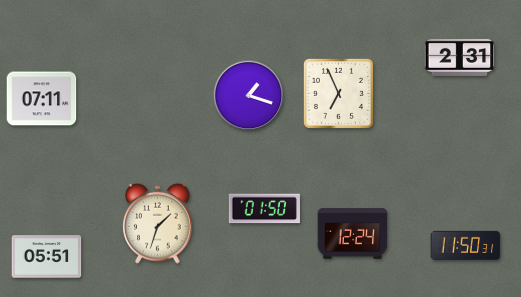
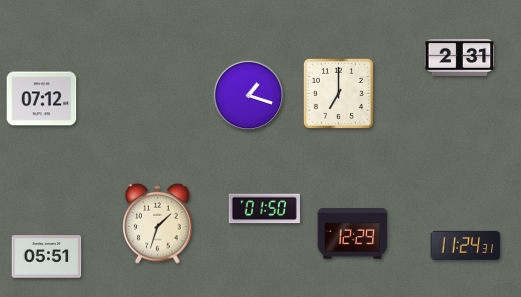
clock at (338, 93): 6:56 -> 7:00
clock at (42, 99): 07:11 -> 07:12
clock at (353, 234): 12:24 -> 12:29
clock at (466, 245): 11:50 -> 11:24
